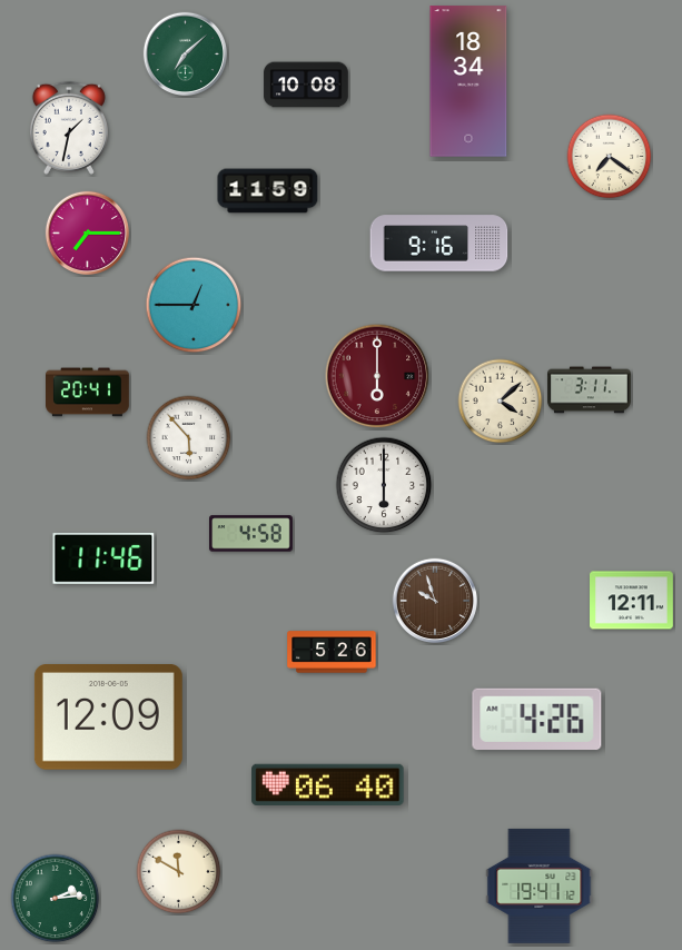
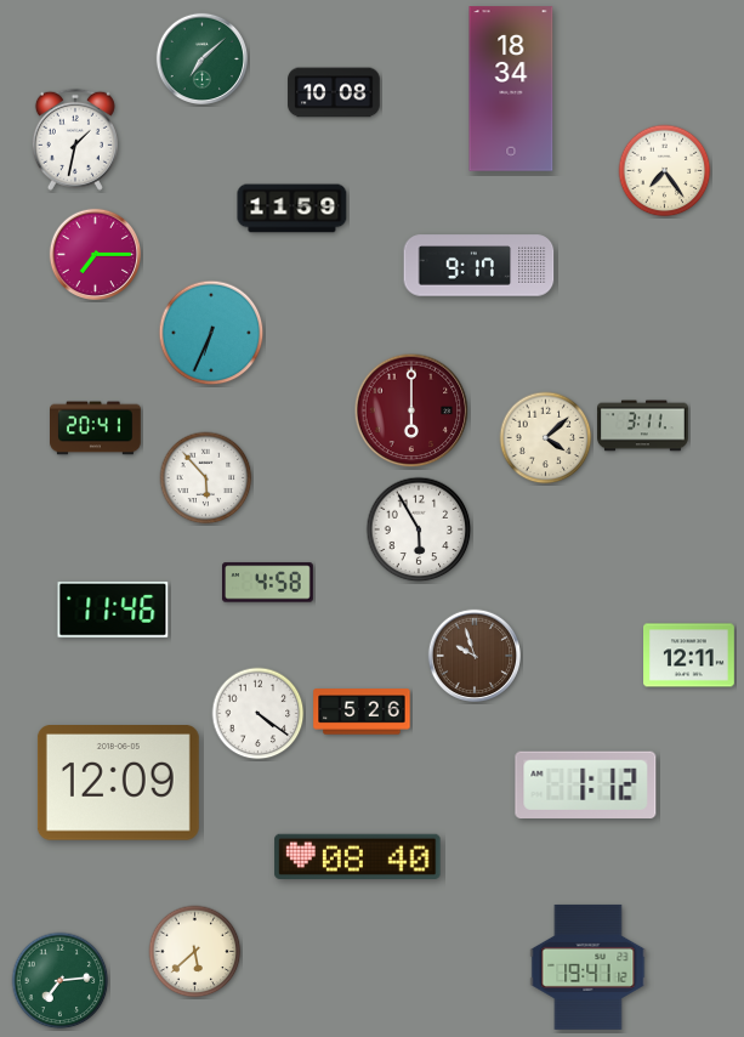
clock at (610, 157): 7:21 -> 7:24
clock at (439, 244): 9:16 -> 9:17
clock at (194, 305): 12:45 -> 6:34
clock at (384, 485): 6:00 -> 5:55
clock at (251, 534) position: (251, 534) -> (268, 583)
clock at (259, 714): none -> 4:21
clock at (537, 720): 4:26 -> 1:12
clock at (328, 784): 06:40 -> 08:40
clock at (179, 872): 11:50 -> 5:38
clock at (56, 899): 2:14 -> 7:14
